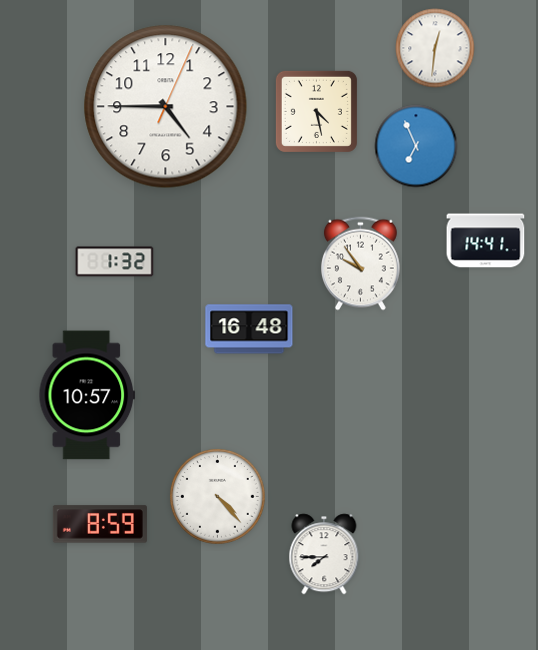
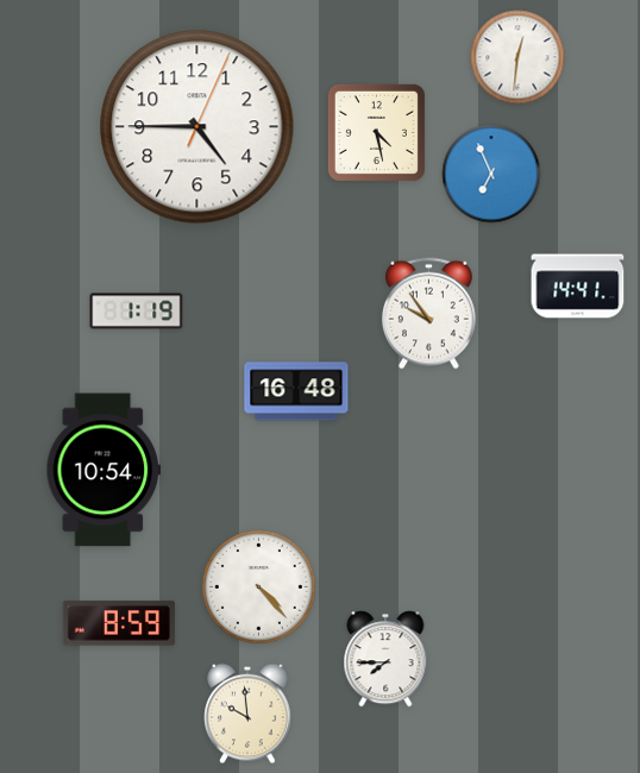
clock at (416, 146) position: (416, 146) -> (491, 174)
clock at (115, 262): 1:32 -> 1:19
clock at (87, 395): 10:57 -> 10:54
clock at (217, 496) position: (217, 496) -> (258, 586)
clock at (247, 714): none -> 9:59
